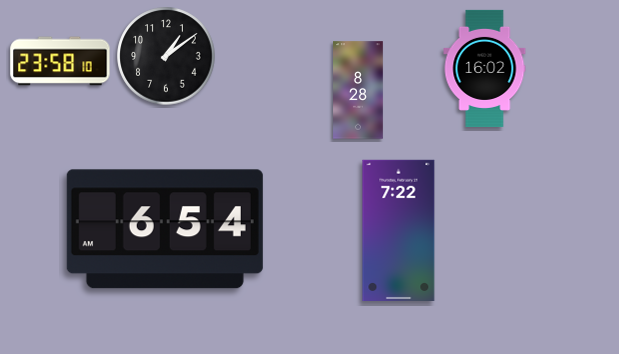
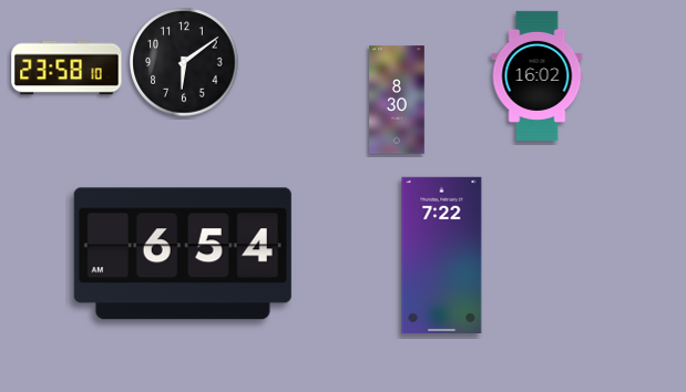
clock at (166, 56): 1:09 -> 6:09
clock at (358, 90): 8:28 -> 8:30
